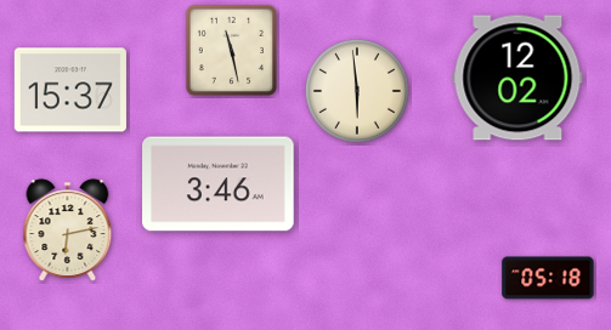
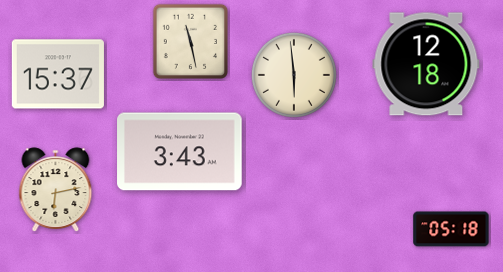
clock at (517, 78): 12:02 -> 12:18
clock at (219, 184): 3:46 -> 3:43
